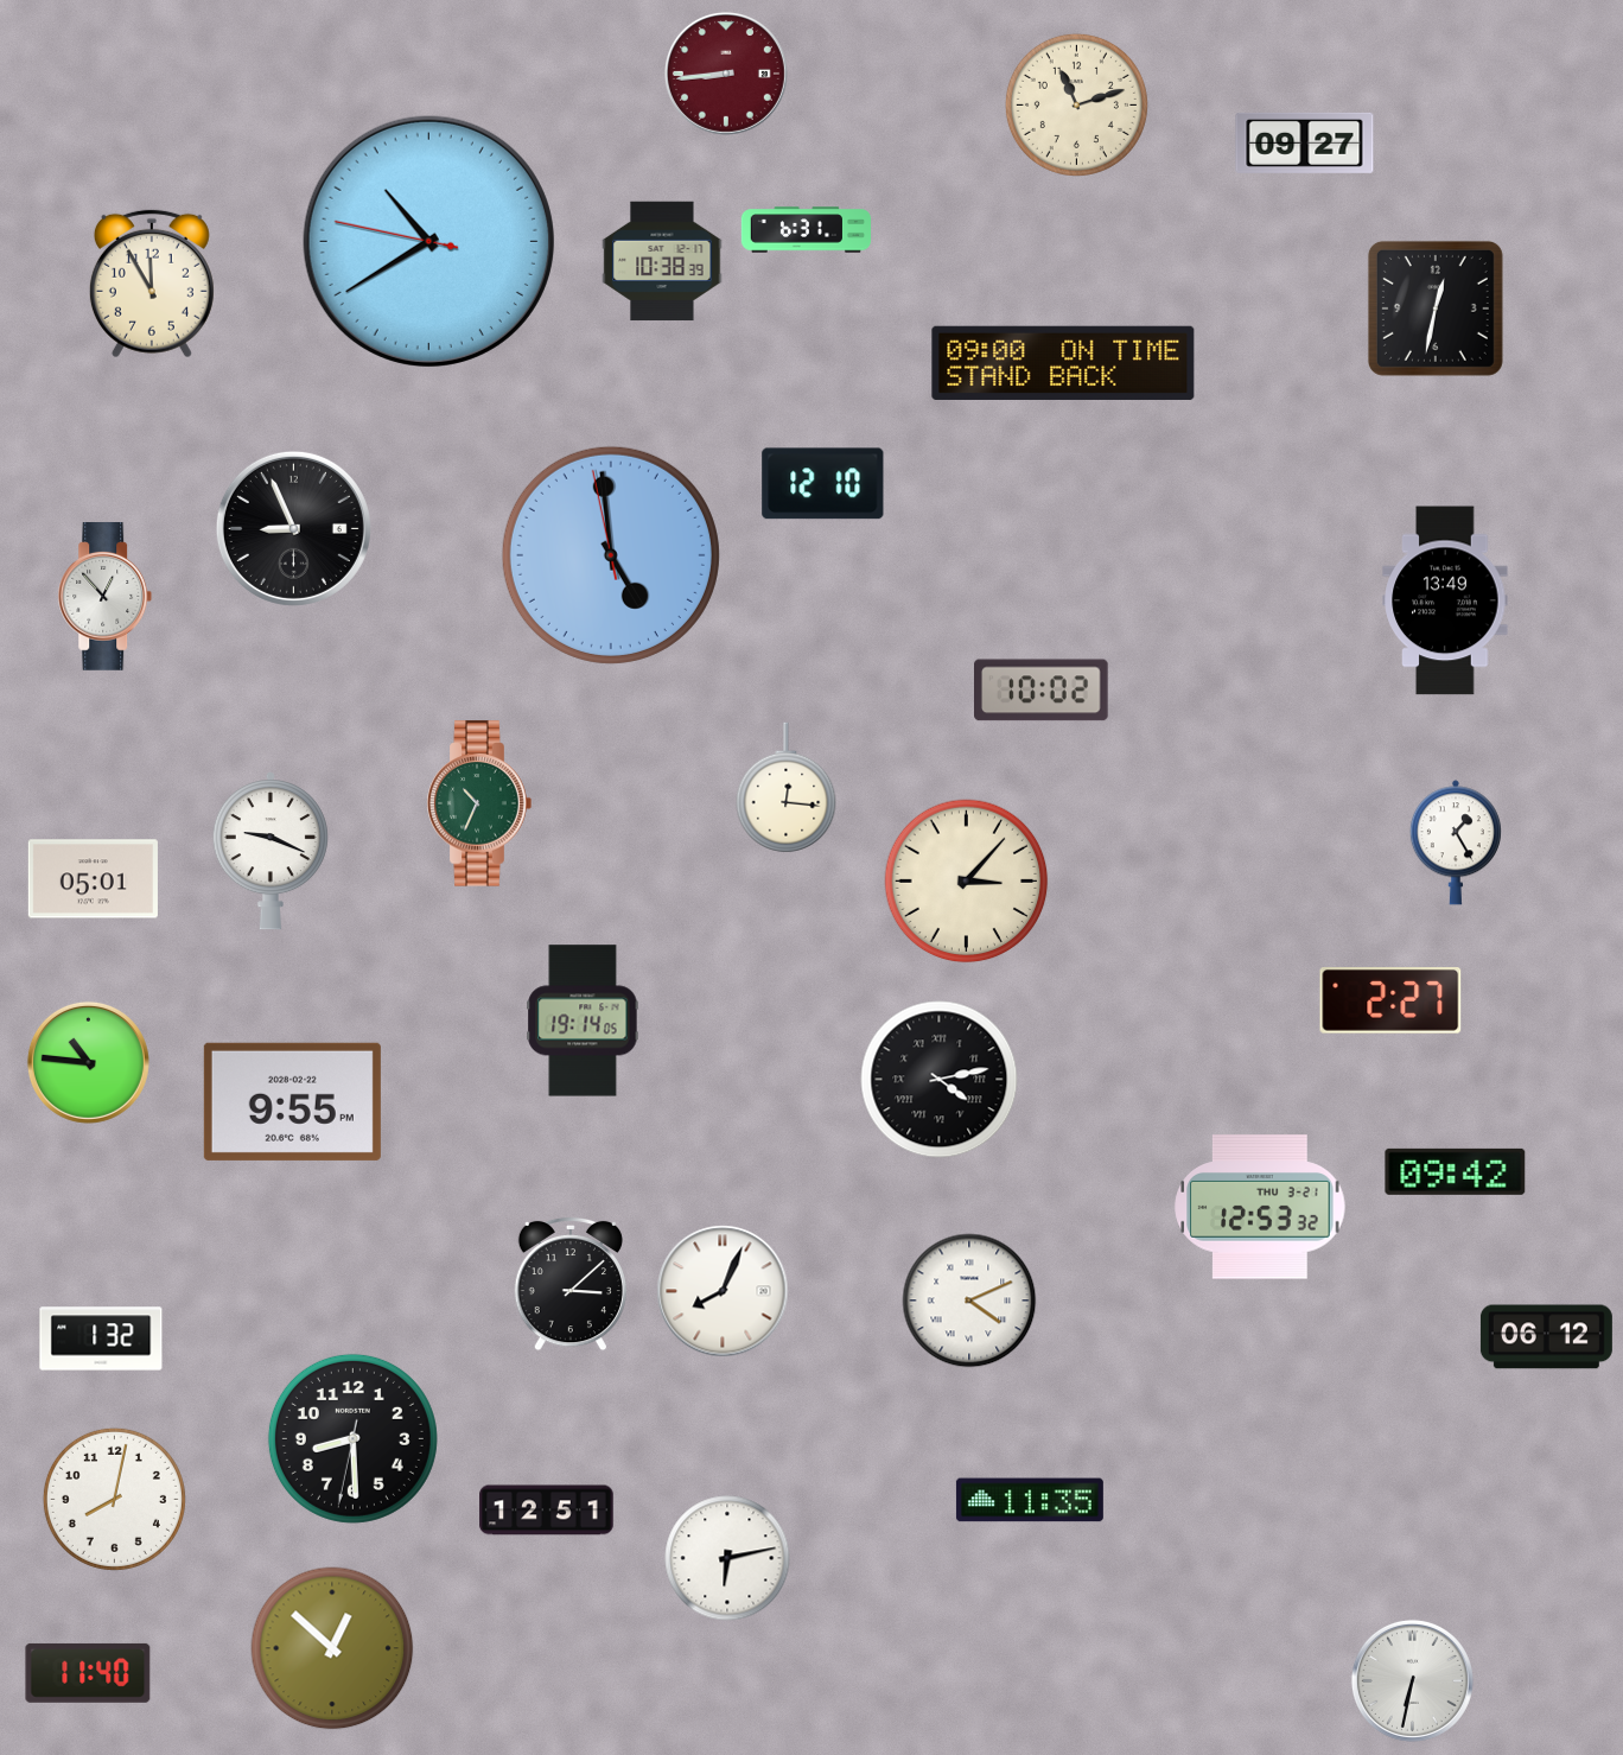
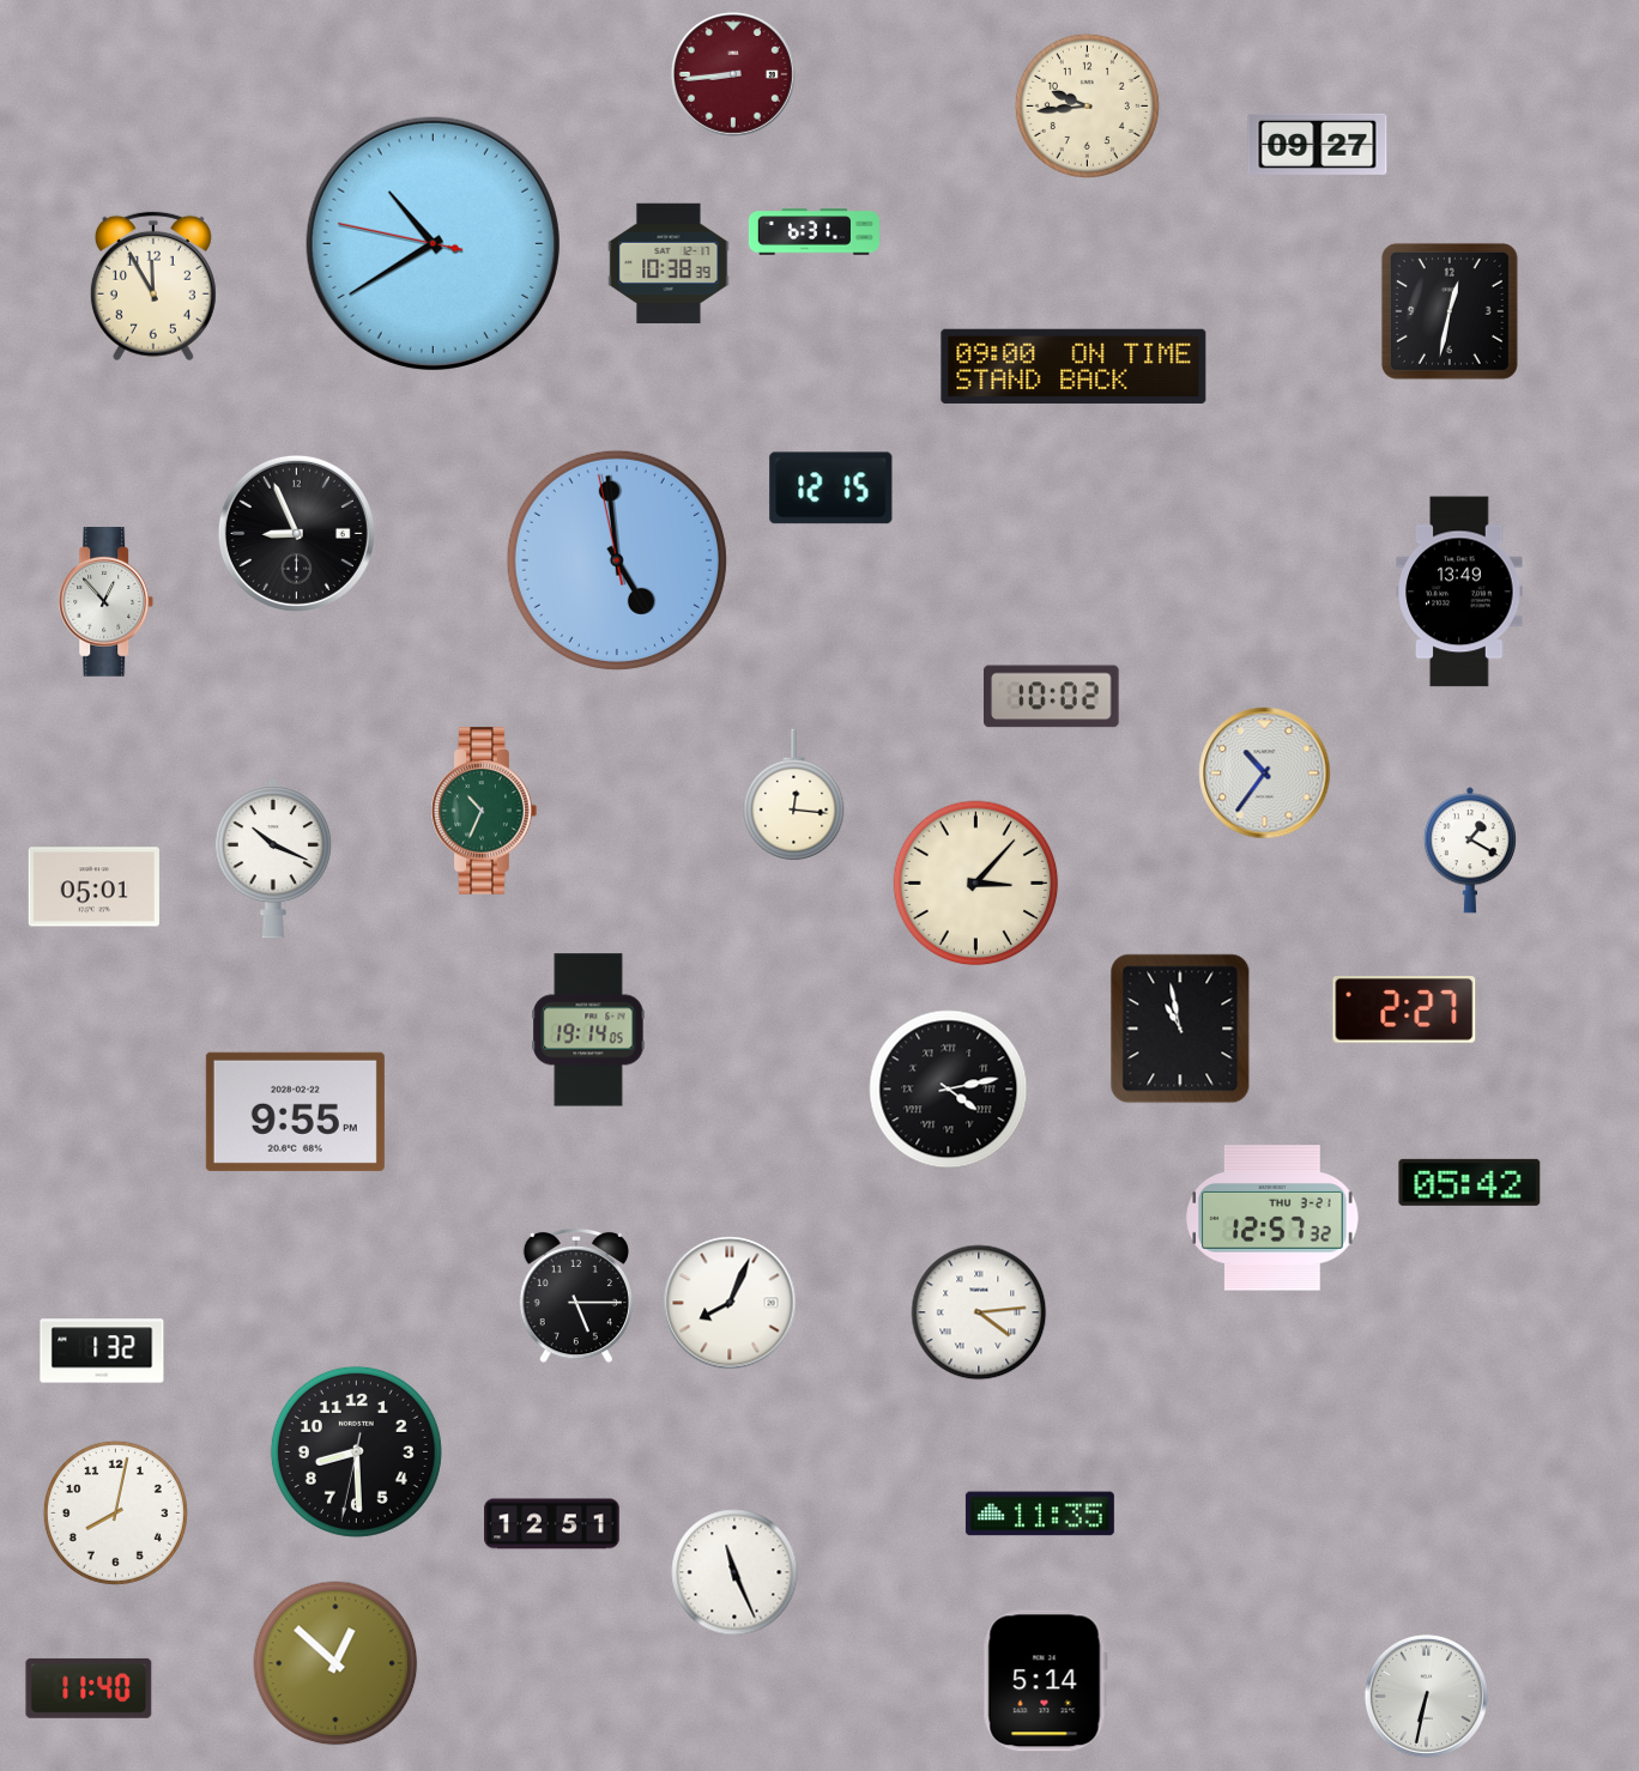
clock at (1076, 104): 11:12 -> 9:44
clock at (823, 484): 12:10 -> 12:15
clock at (1445, 600) position: (1445, 600) -> (1459, 592)
clock at (1265, 774): none -> 10:36
clock at (1456, 842): 1:25 -> 1:20
clock at (270, 852): 9:19 -> 10:19
clock at (967, 882) position: (967, 882) -> (976, 884)
clock at (1180, 1029): none -> 10:58
clock at (88, 1062): 10:46 -> none
clock at (1456, 1171): 09:42 -> 05:42
clock at (1260, 1207): 12:53 -> 12:57
clock at (571, 1284): 3:08 -> 5:15
clock at (969, 1301): 4:11 -> 4:14
clock at (1546, 1337): 06:12 -> none
clock at (727, 1558): 6:13 -> 11:26
clock at (1045, 1681): none -> 5:14
